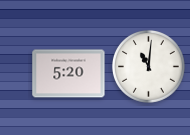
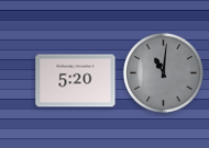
clock at (148, 66) dial: white -> grey
